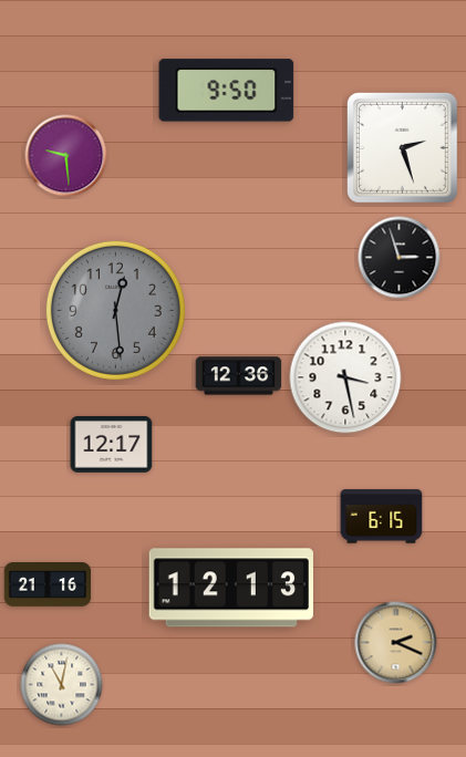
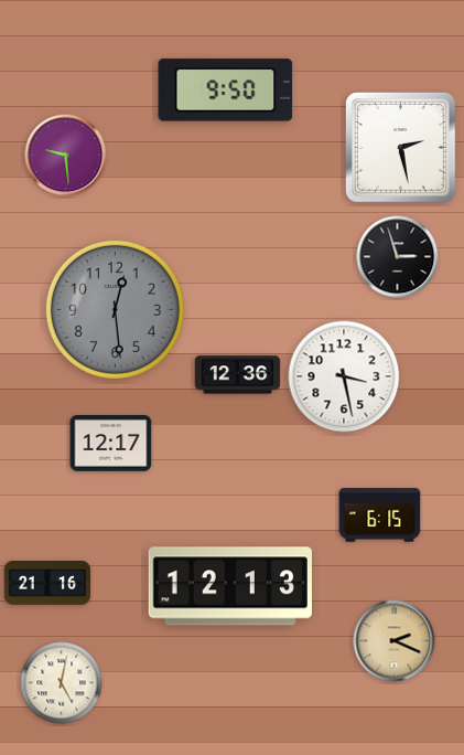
clock at (402, 147): 2:27 -> 2:28
clock at (62, 685): 11:02 -> 5:02
